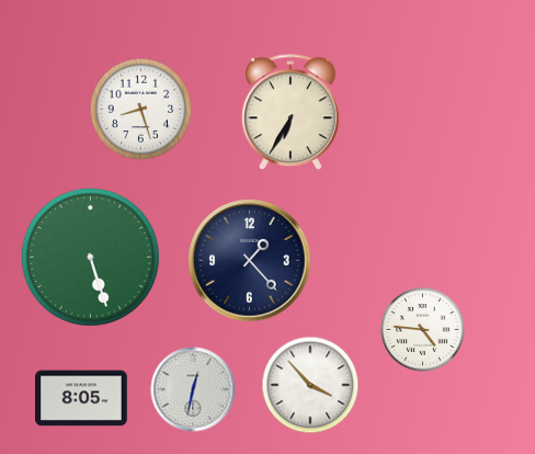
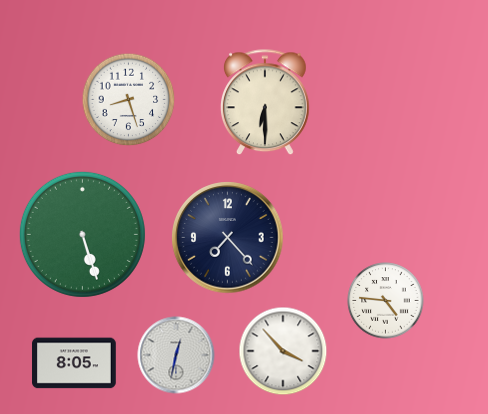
clock at (292, 113): 6:35 -> 6:30
clock at (250, 261): 1:23 -> 7:23
